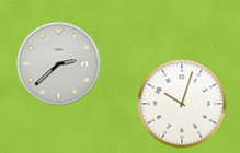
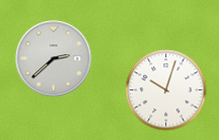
clock at (182, 104) position: (182, 104) -> (166, 90)
